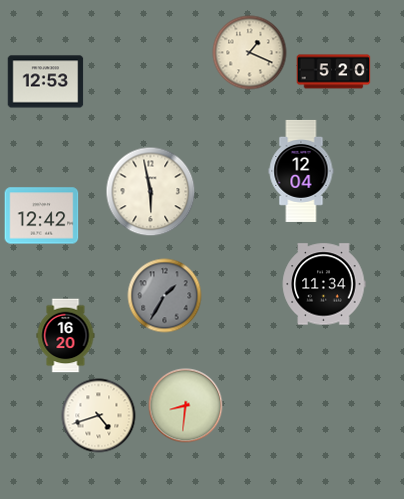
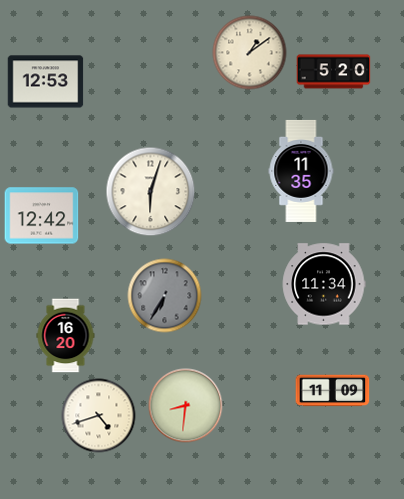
clock at (250, 53): 1:19 -> 1:09
clock at (301, 171): 12:04 -> 11:35
clock at (151, 192): 5:58 -> 6:03
clock at (165, 296): 1:35 -> 6:35
clock at (333, 391): none -> 11:09
